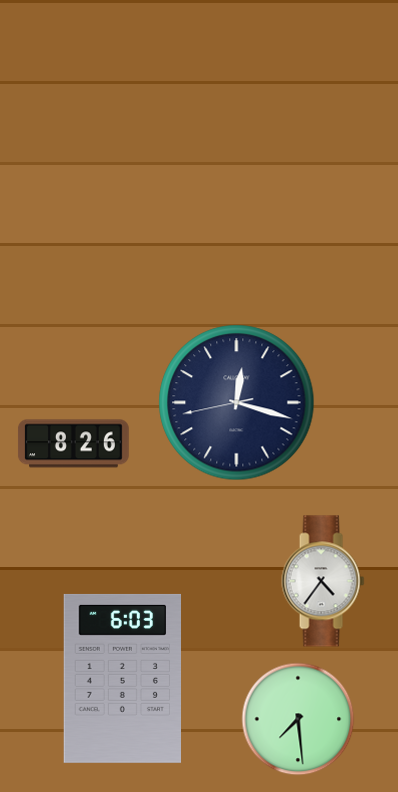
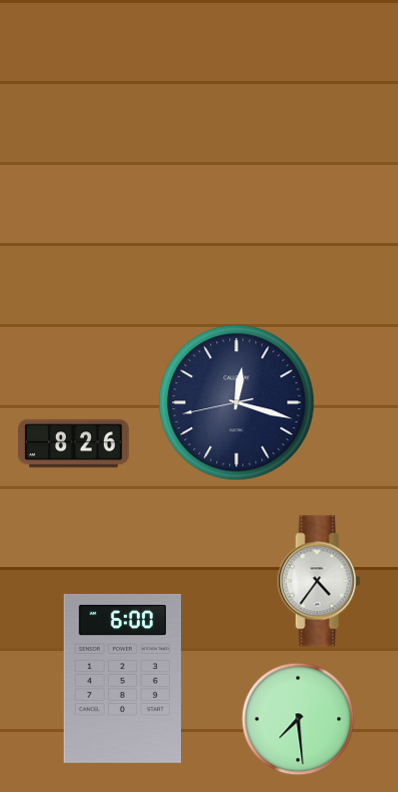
clock at (323, 581) position: (323, 581) -> (319, 581)
clock at (122, 678): 6:03 -> 6:00
